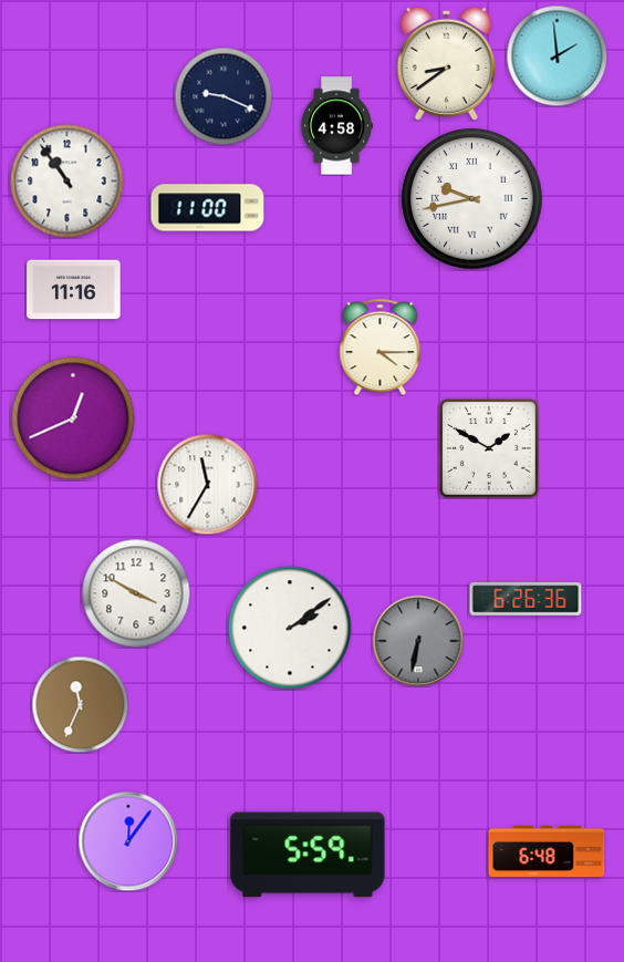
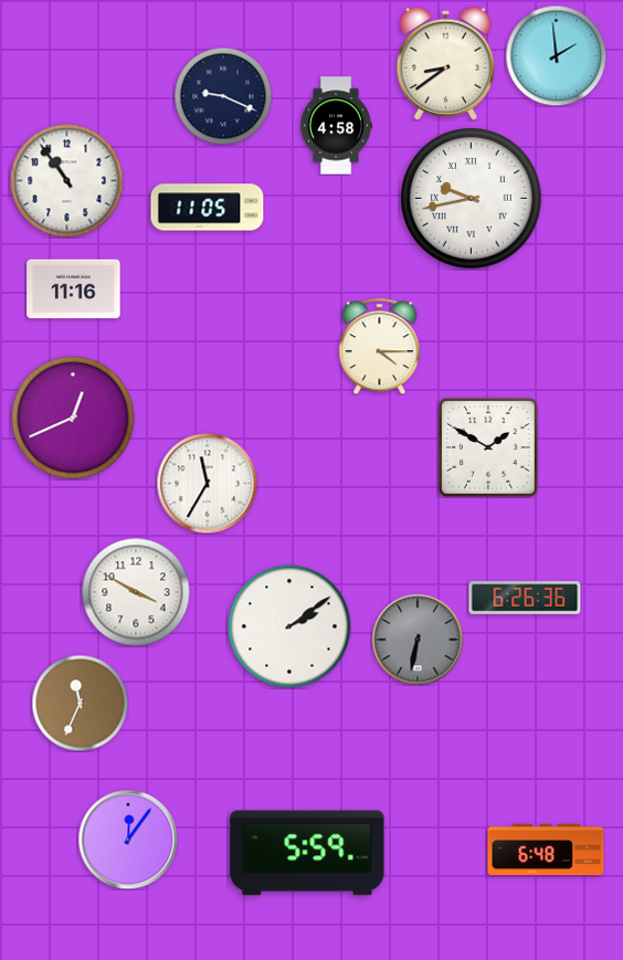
clock at (208, 208): 11:00 -> 11:05
